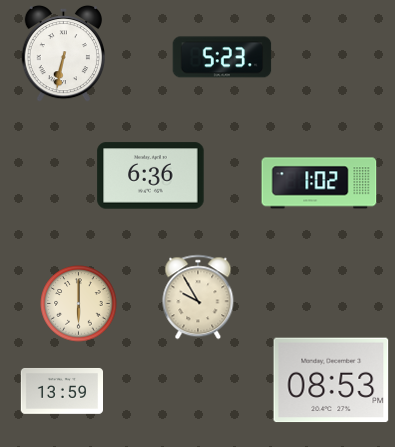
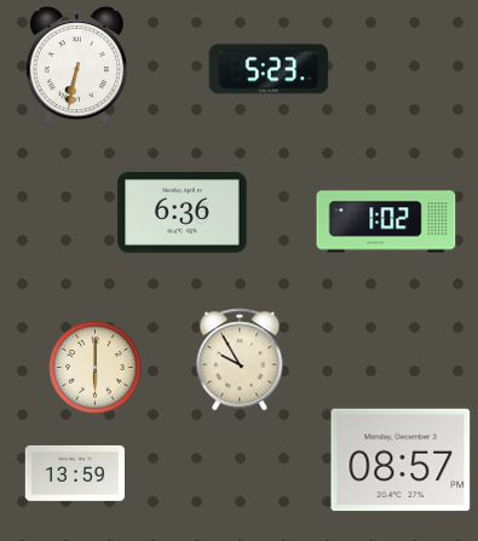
clock at (331, 380): 08:53 -> 08:57
